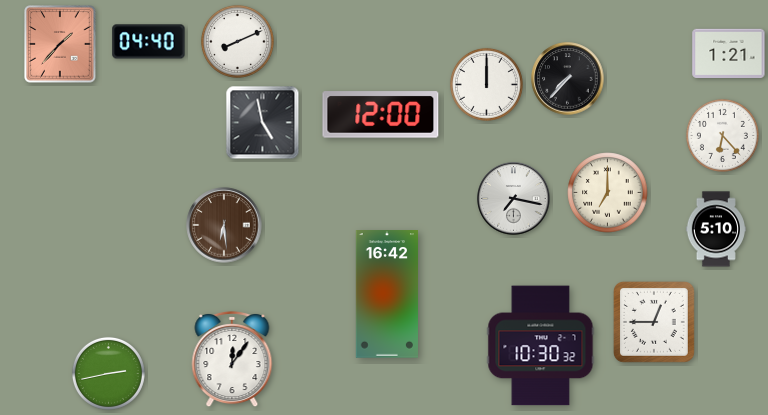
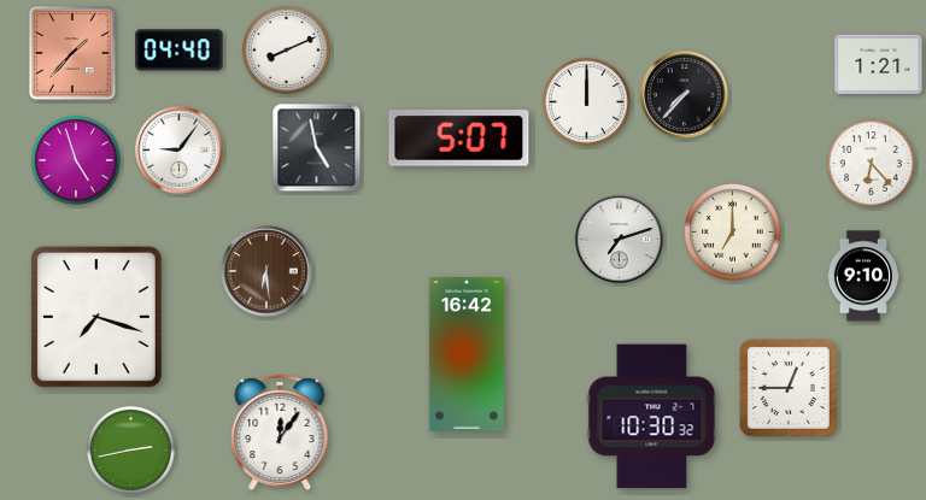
clock at (381, 115): 12:00 -> 5:07
clock at (180, 151): none -> 9:06
clock at (76, 160): none -> 4:57
clock at (514, 199): 7:17 -> 7:12
clock at (224, 225) position: (224, 225) -> (266, 271)
clock at (716, 229): 5:10 -> 9:10
clock at (96, 317): none -> 7:18
